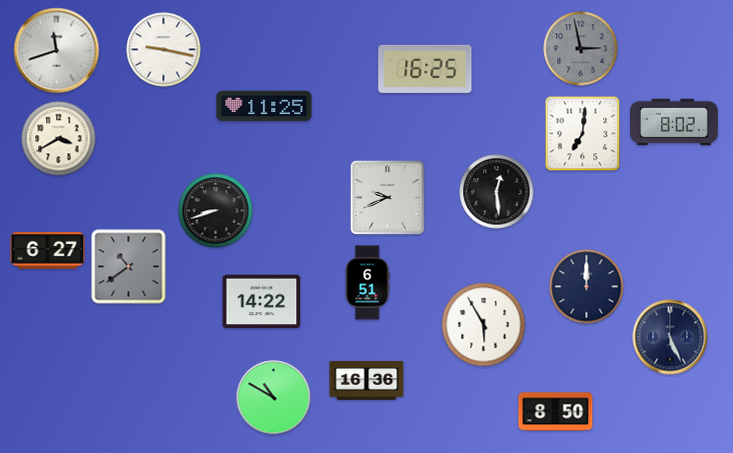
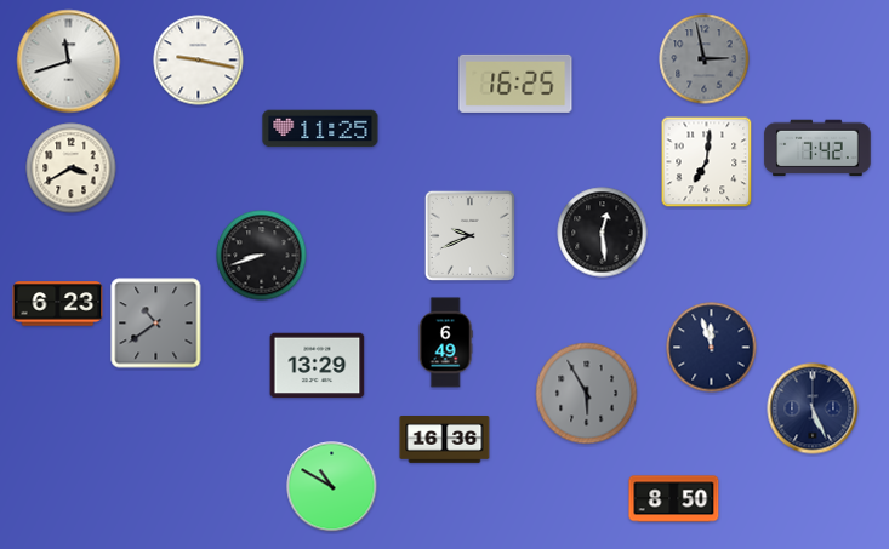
clock at (674, 122): 8:02 -> 7:42
clock at (387, 197) position: (387, 197) -> (469, 235)
clock at (48, 251): 6:27 -> 6:23
clock at (367, 283): 6:51 -> 6:49
clock at (587, 287): 12:00 -> 11:57
clock at (262, 302): 14:22 -> 13:29
clock at (484, 325) dial: white -> grey
clock at (367, 381) position: (367, 381) -> (445, 440)
clock at (274, 398) position: (274, 398) -> (332, 487)
